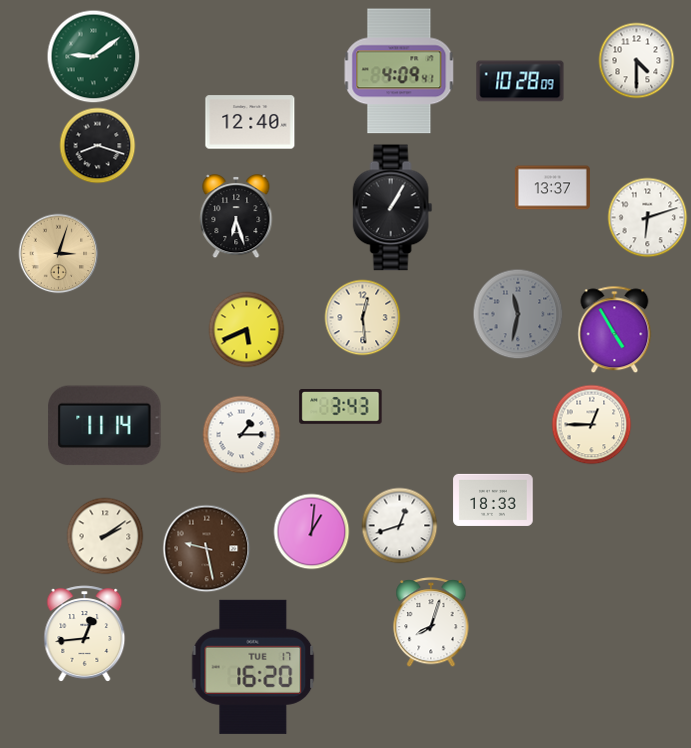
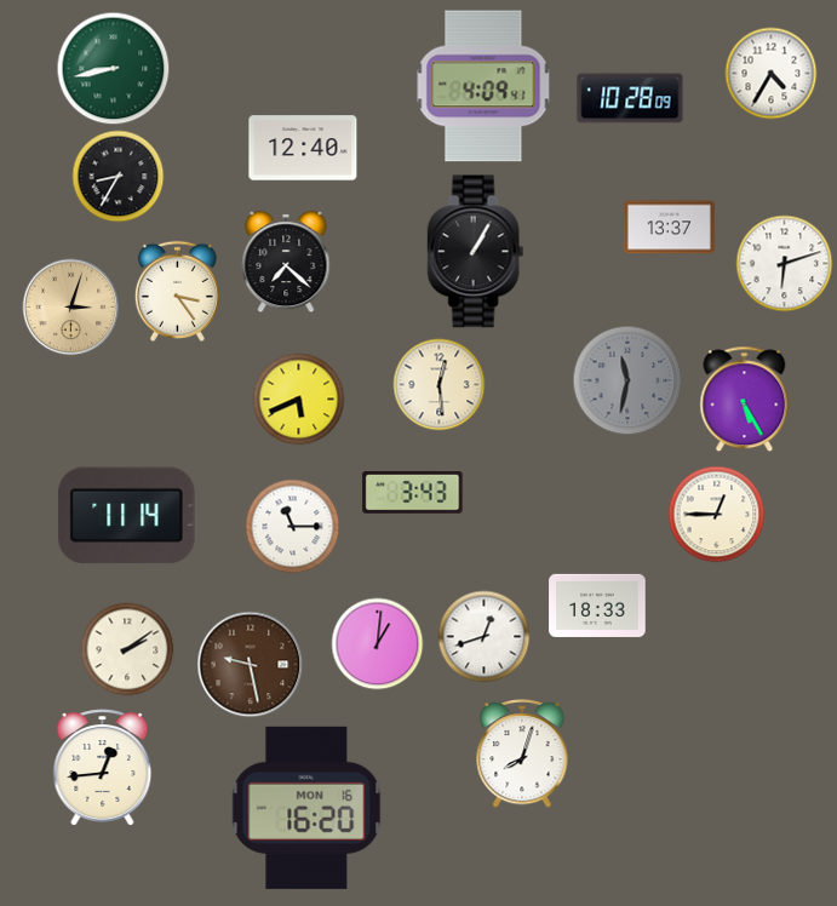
clock at (94, 57): 9:09 -> 8:43
clock at (637, 61): 4:30 -> 4:35
clock at (98, 146): 8:18 -> 8:35
clock at (236, 217): 6:27 -> 7:22
clock at (177, 291): none -> 3:24
clock at (615, 330): 4:55 -> 5:25
clock at (242, 435): 1:15 -> 11:15
clock at (253, 667) date: TUE 17 -> MON 16
